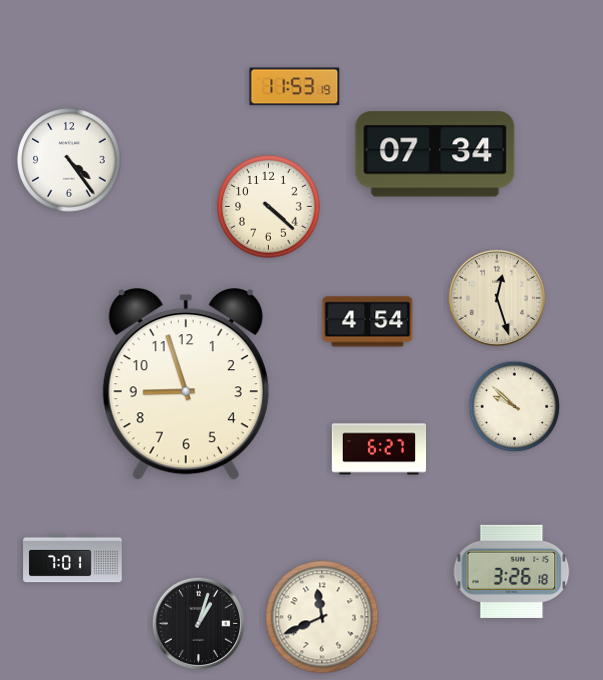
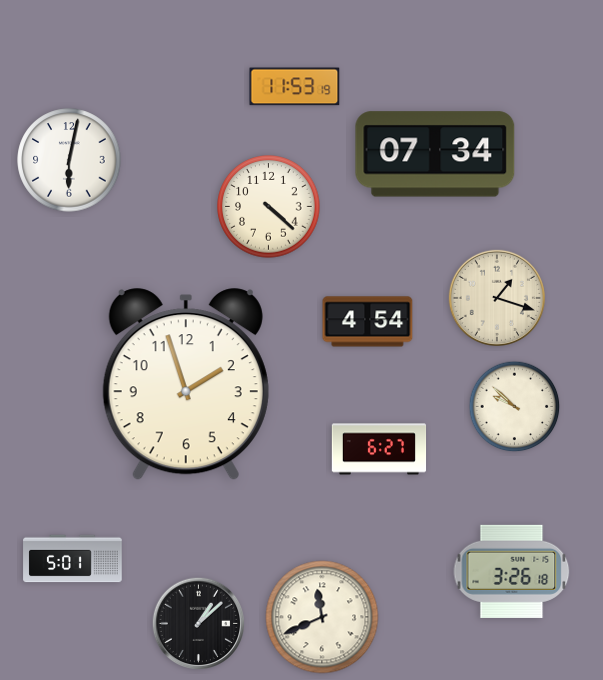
clock at (69, 160): 4:24 -> 6:02
clock at (497, 298): 12:27 -> 1:18
clock at (186, 385): 8:57 -> 1:57
clock at (73, 559): 7:01 -> 5:01
clock at (199, 624): 1:03 -> 1:08
